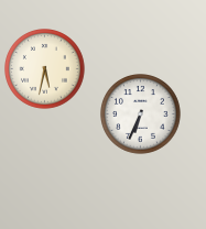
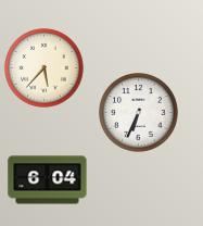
clock at (45, 69): 5:32 -> 5:37
clock at (48, 180): none -> 6:04
